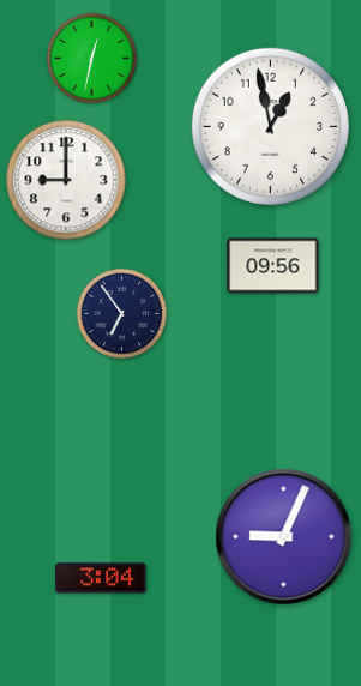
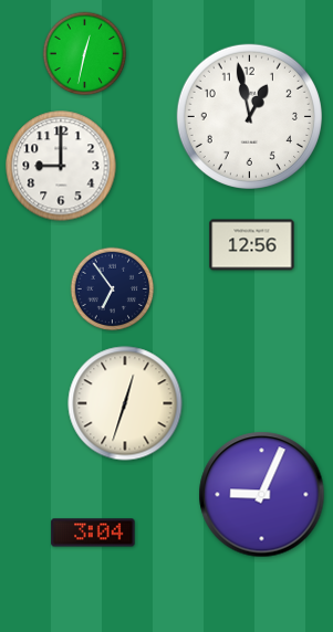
clock at (273, 266): 09:56 -> 12:56
clock at (125, 403): none -> 12:33
